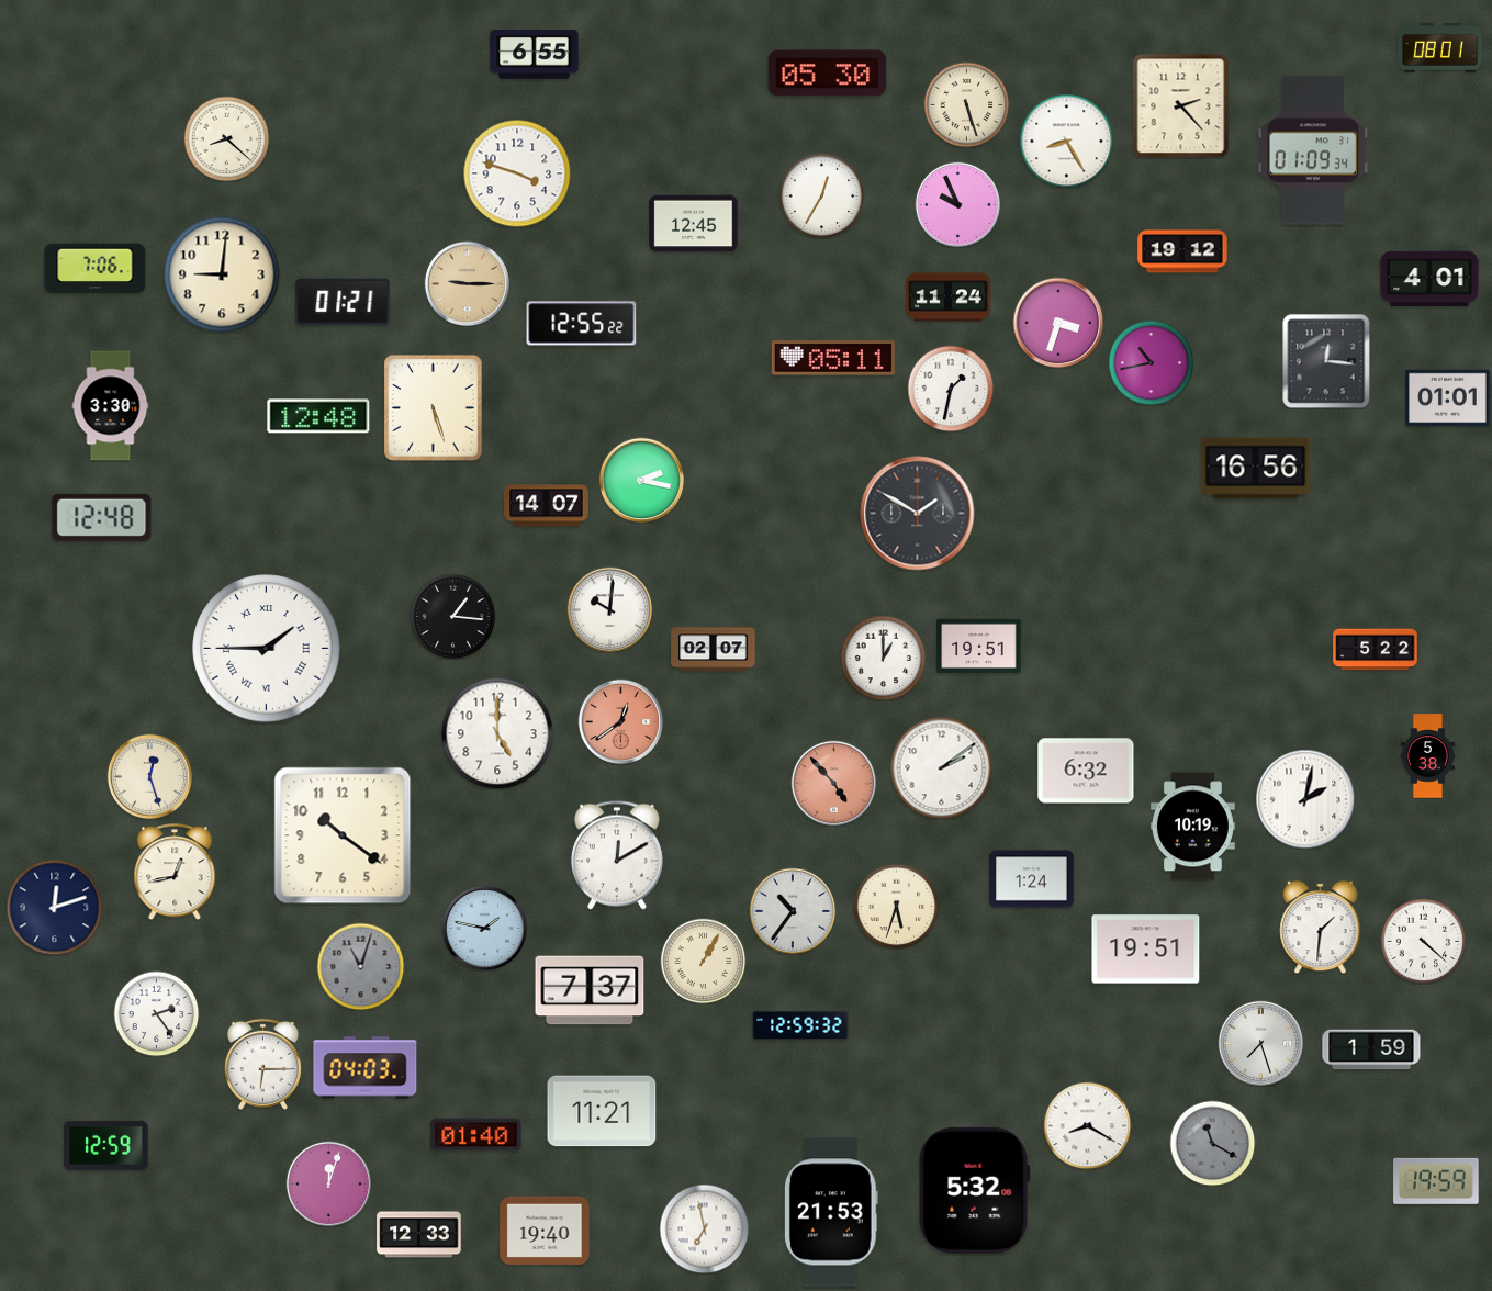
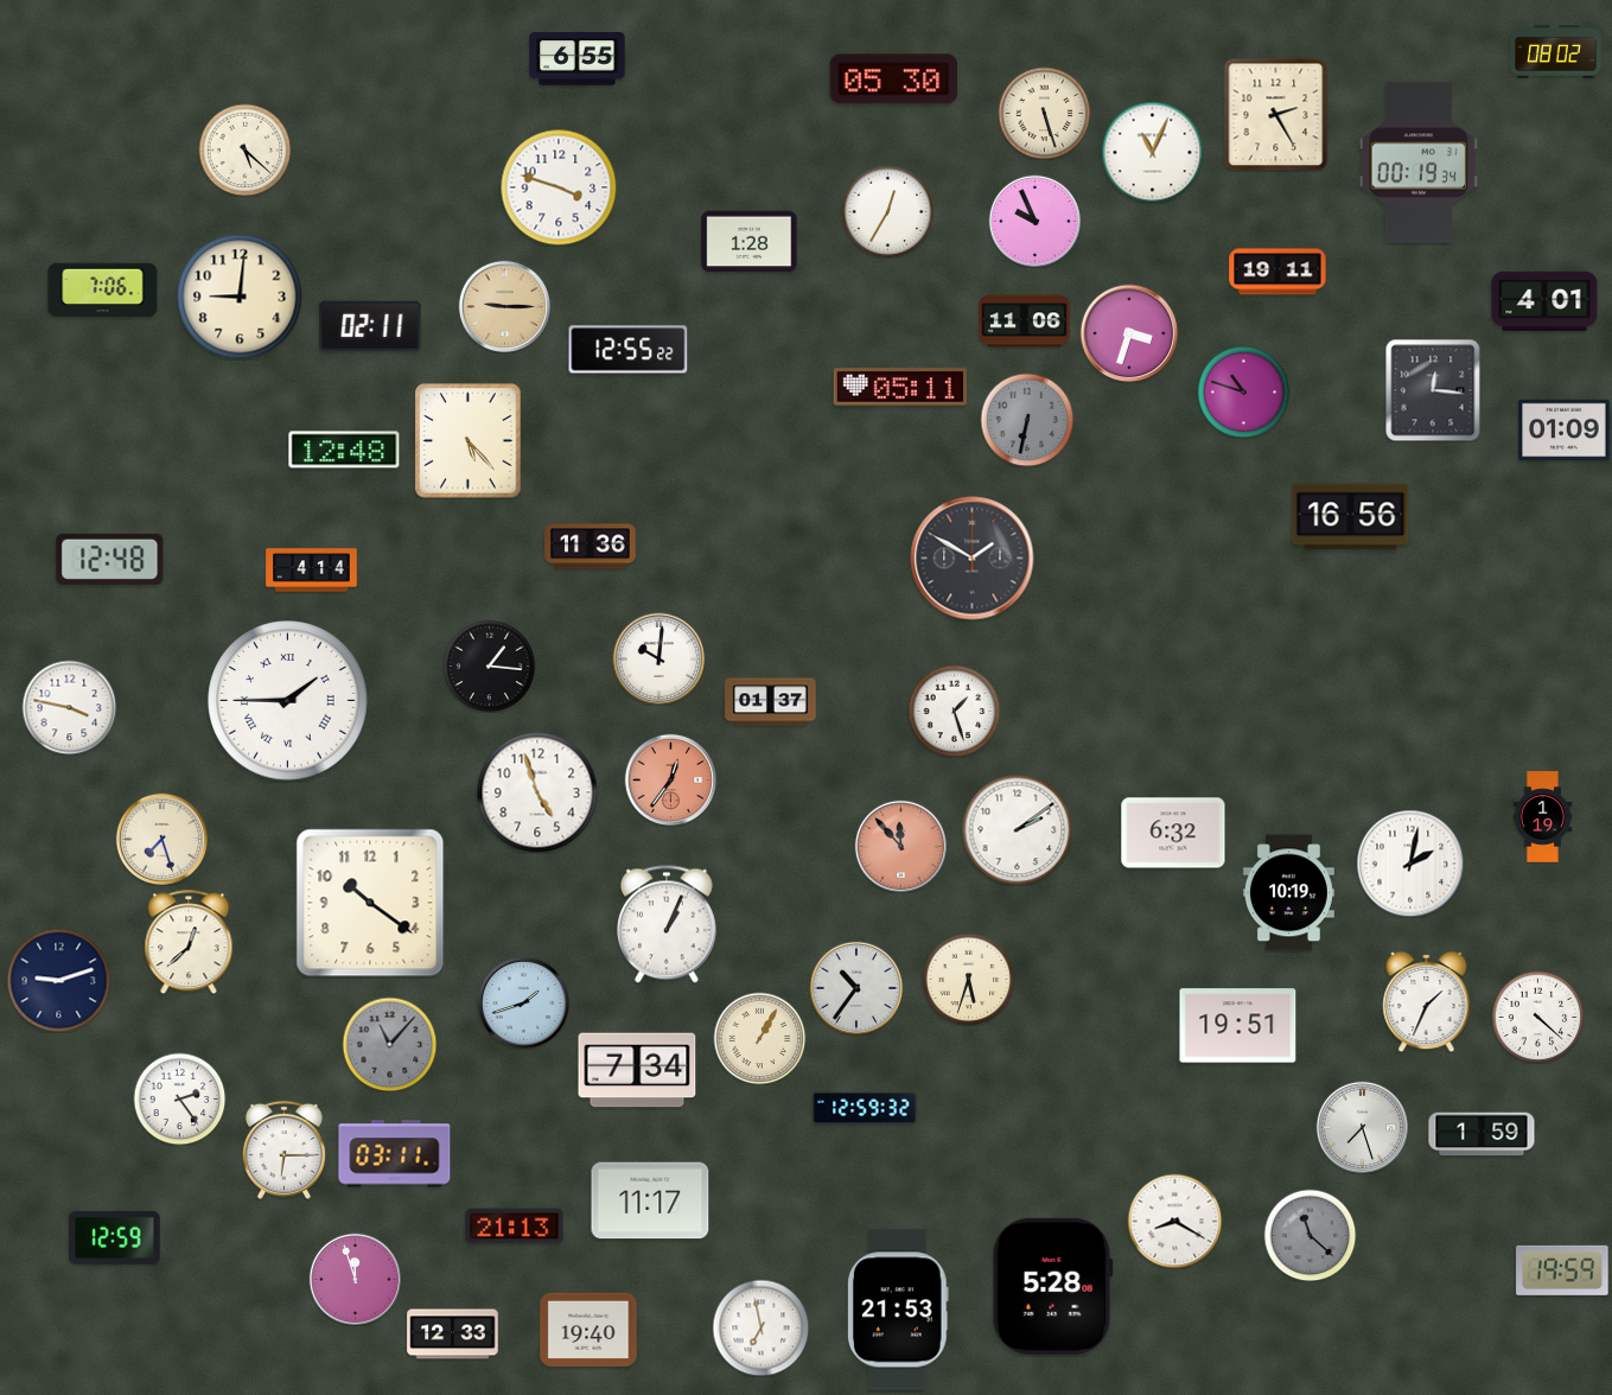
clock at (1440, 48): 08:01 -> 08:02
clock at (1181, 105): 2:23 -> 2:25
clock at (226, 138): 8:22 -> 5:22
clock at (1066, 141): 8:25 -> 11:04
clock at (1313, 150): 01:09 -> 00:19
clock at (694, 224): 12:45 -> 1:28
clock at (1182, 251): 19:12 -> 19:11
clock at (949, 298): 11:24 -> 11:06
clock at (343, 301): 01:21 -> 02:11
clock at (1058, 323) position: (1058, 323) -> (1129, 333)
clock at (1151, 362): 10:43 -> 10:48
clock at (951, 389): 1:32 -> 6:32
clock at (951, 389) dial: white -> grey
clock at (1448, 398): 01:01 -> 01:09
clock at (111, 406): 3:30 -> none
clock at (434, 408): 5:27 -> 5:23
clock at (1256, 469) position: (1256, 469) -> (1351, 517)
clock at (641, 480): 2:17 -> none
clock at (547, 506): 14:07 -> 11:36
clock at (918, 514) position: (918, 514) -> (973, 559)
clock at (312, 571): none -> 4:14
clock at (979, 645): 19:51 -> none
clock at (714, 650): 02:07 -> 01:37
clock at (1376, 650): 5:22 -> none
clock at (69, 707): none -> 3:47
clock at (883, 658): 1:00 -> 1:27
clock at (620, 721): 12:39 -> 12:36
clock at (497, 733): 5:00 -> 4:57
clock at (1428, 756): 5:38 -> 1:19
clock at (149, 776): 12:27 -> 7:27
clock at (833, 783): 4:53 -> 11:53
clock at (617, 855): 12:10 -> 1:04
clock at (175, 872): 12:43 -> 12:38
clock at (1032, 879): 1:24 -> none
clock at (54, 907): 12:12 -> 9:12
clock at (793, 911) position: (793, 911) -> (856, 988)
clock at (1321, 927): 1:31 -> 1:34
clock at (484, 928): 1:47 -> 1:42
clock at (360, 966): 11:03 -> 11:07
clock at (590, 990): 7:37 -> 7:34
clock at (156, 1013) position: (156, 1013) -> (179, 1098)
clock at (366, 1068): 04:03 -> 03:11
clock at (602, 1111): 11:21 -> 11:17
clock at (1087, 1125) position: (1087, 1125) -> (1174, 1221)
clock at (476, 1135): 01:40 -> 21:13
clock at (1212, 1143): 11:20 -> 11:22
clock at (1436, 1181) position: (1436, 1181) -> (1562, 1270)
clock at (328, 1183): 12:03 -> 11:57
clock at (974, 1190): 5:32 -> 5:28
